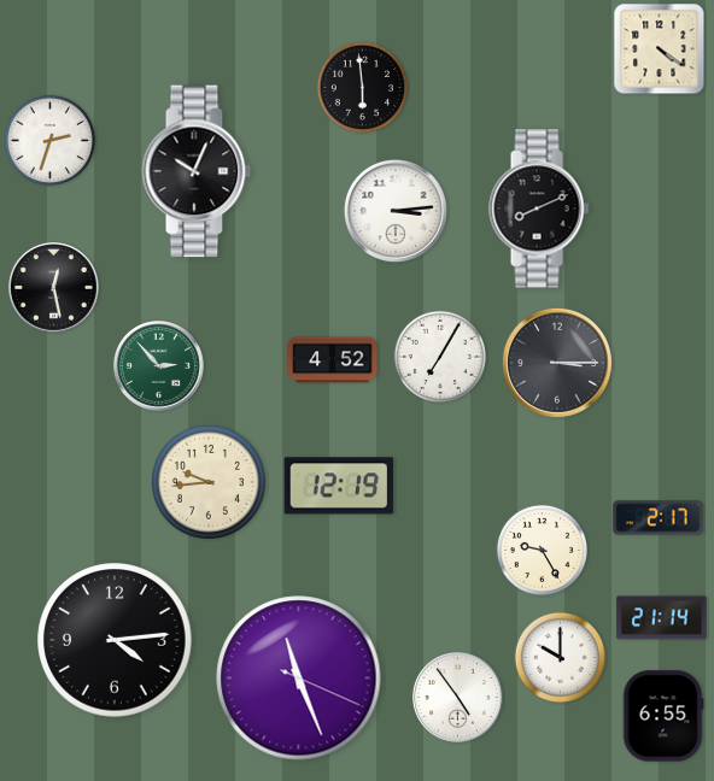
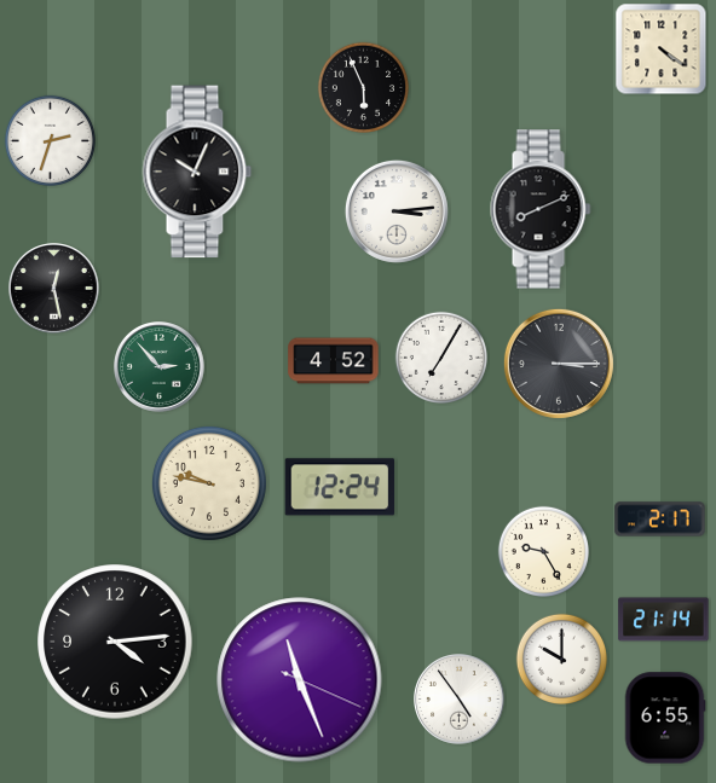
clock at (362, 87): 5:59 -> 5:56
clock at (209, 482): 9:44 -> 9:47
clock at (339, 486): 12:19 -> 12:24
